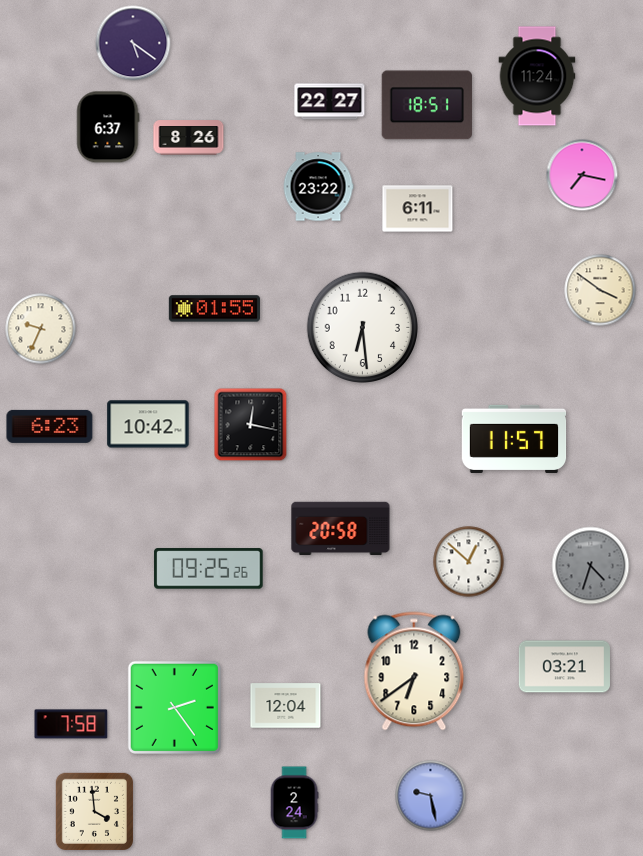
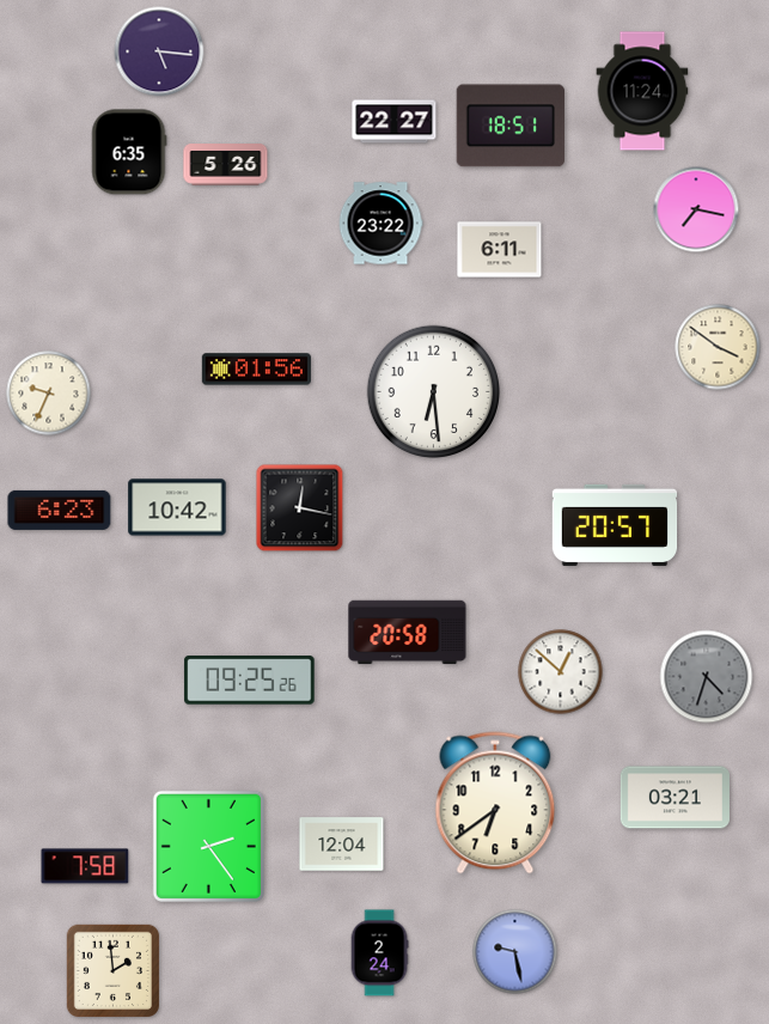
clock at (133, 43): 5:21 -> 5:16
clock at (108, 127): 6:37 -> 6:35
clock at (189, 138): 8:26 -> 5:26
clock at (214, 309): 01:55 -> 01:56
clock at (514, 439): 11:57 -> 20:57
clock at (294, 803) position: (294, 803) -> (379, 953)
clock at (94, 811): 3:59 -> 1:59
